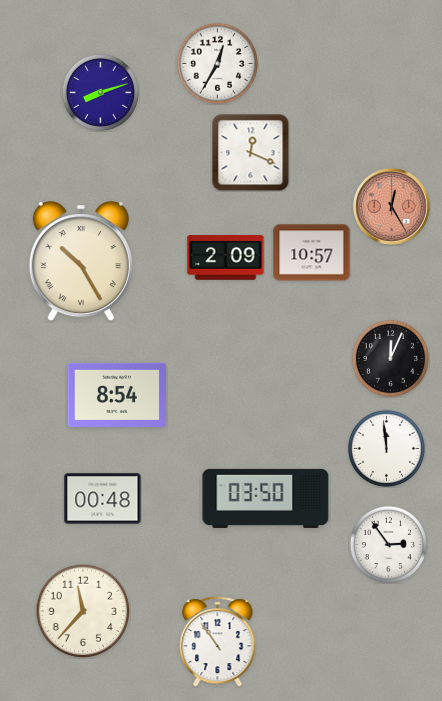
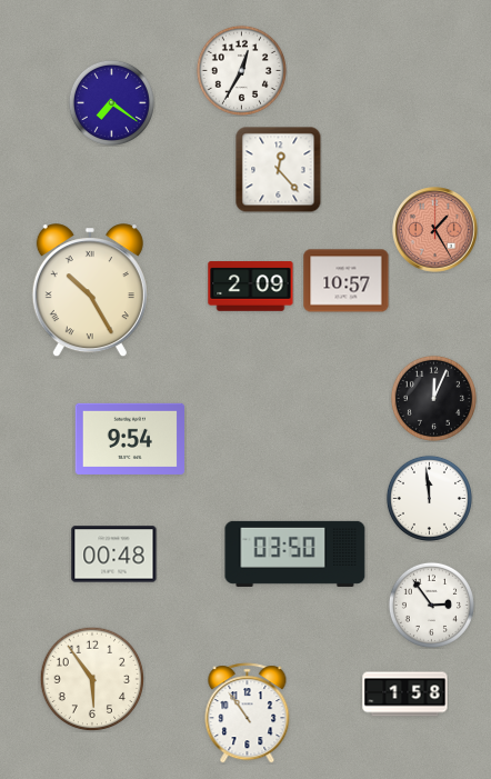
clock at (100, 92): 8:12 -> 7:21
clock at (250, 152): 12:19 -> 12:23
clock at (392, 207): 12:25 -> 1:25
clock at (117, 395): 8:54 -> 9:54
clock at (83, 611): 11:37 -> 5:54
clock at (405, 695): none -> 1:58
clock at (218, 642) position: (218, 642) -> (248, 713)
